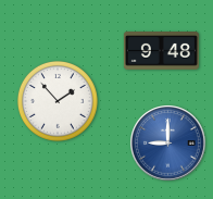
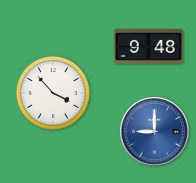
clock at (59, 101): 1:53 -> 3:53
